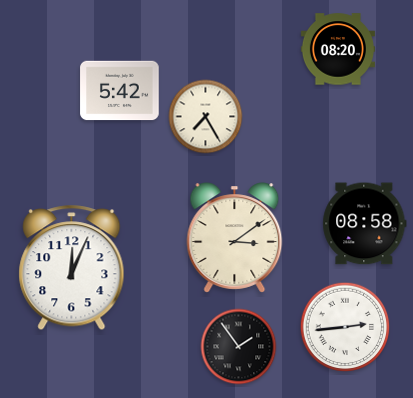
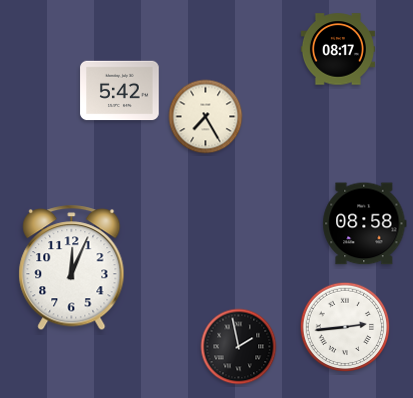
clock at (338, 49): 08:20 -> 08:17
clock at (235, 238): 3:09 -> none
clock at (239, 347): 1:54 -> 1:58
